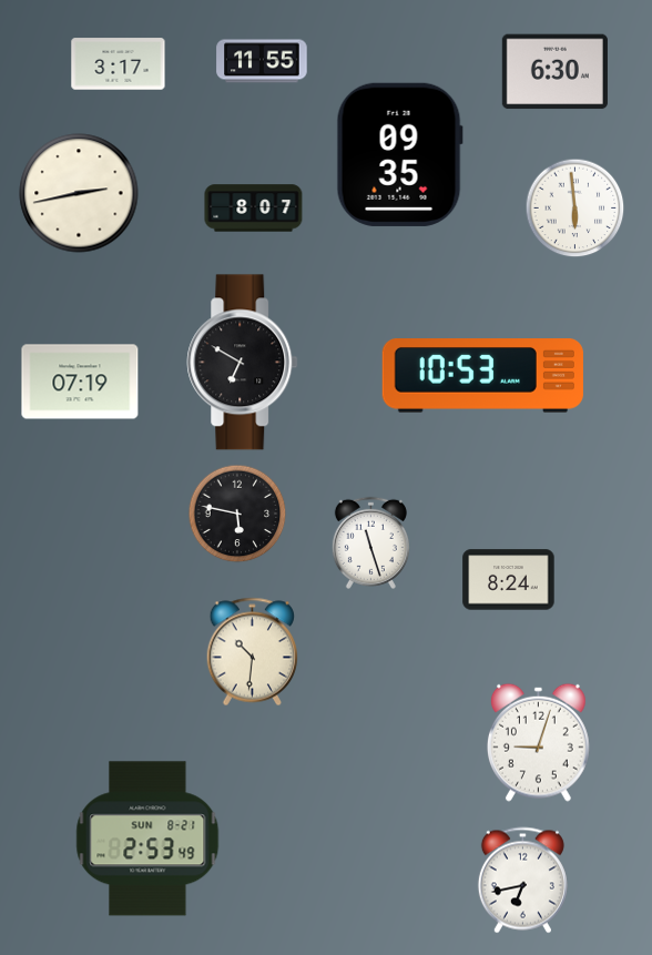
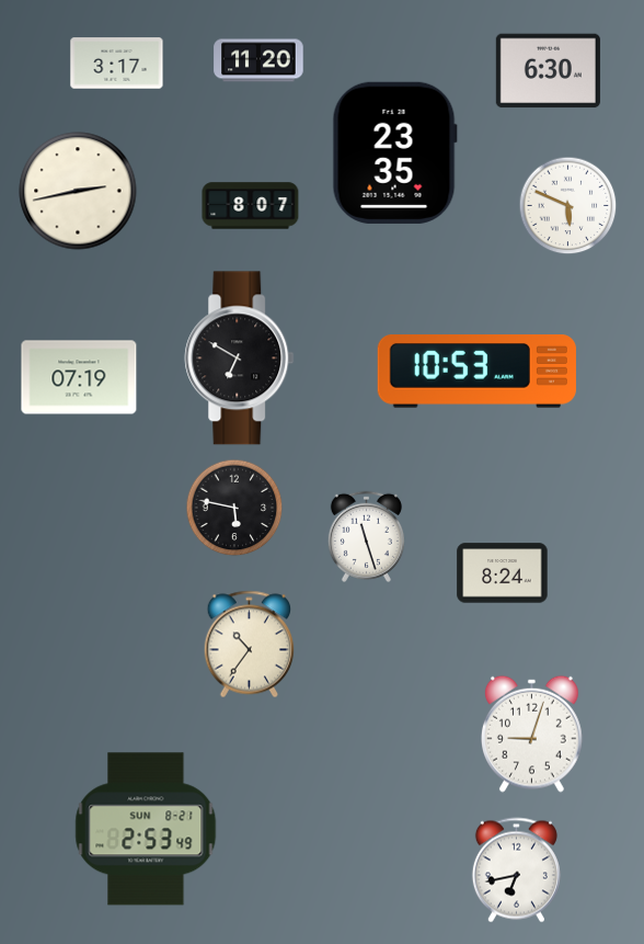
clock at (262, 61): 11:55 -> 11:20
clock at (399, 154): 09:35 -> 23:35
clock at (575, 209): 5:59 -> 5:49
clock at (253, 652): 10:31 -> 10:36
